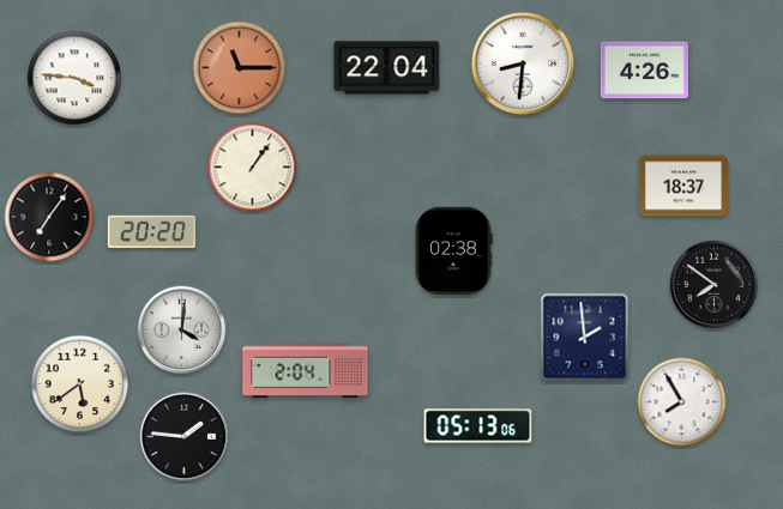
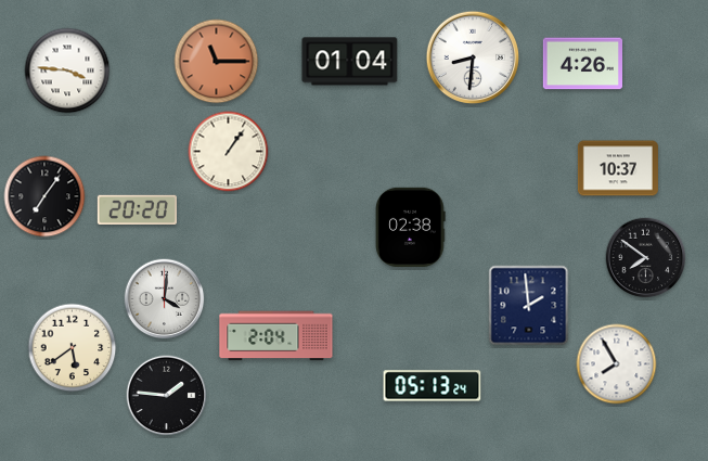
clock at (387, 68): 22:04 -> 01:04
clock at (683, 186): 18:37 -> 10:37
clock at (478, 426): 05:13:06 -> 05:13:24
